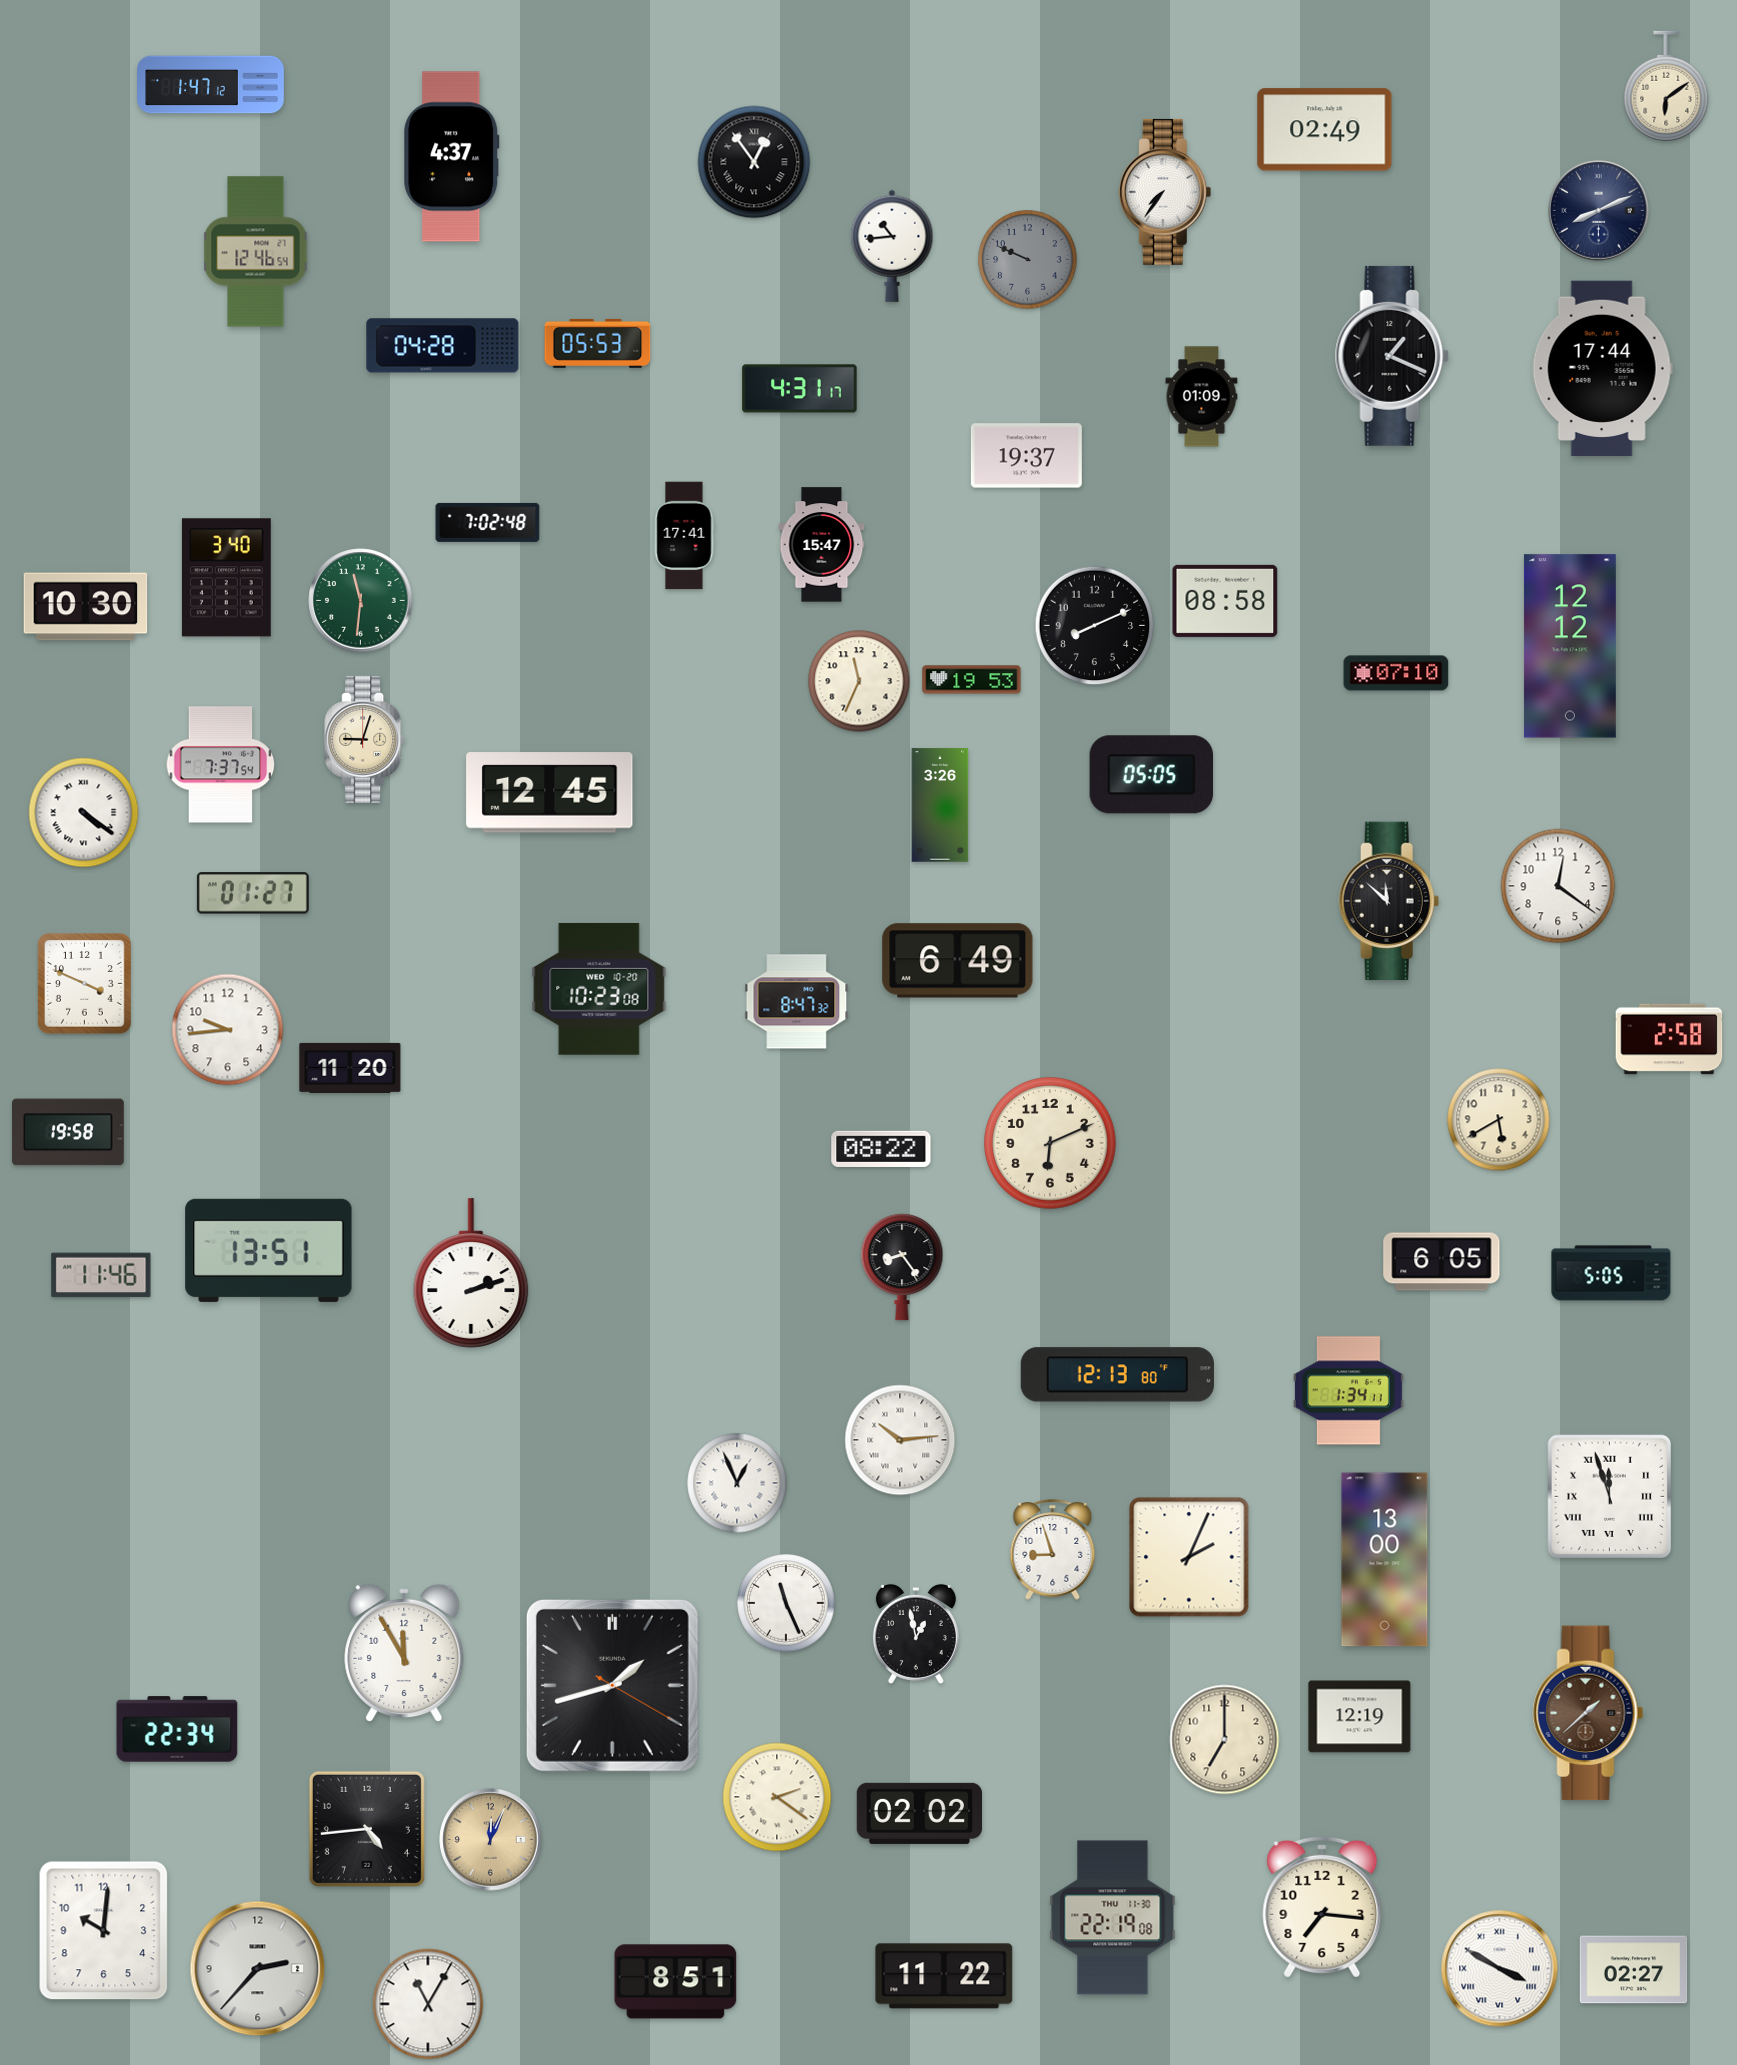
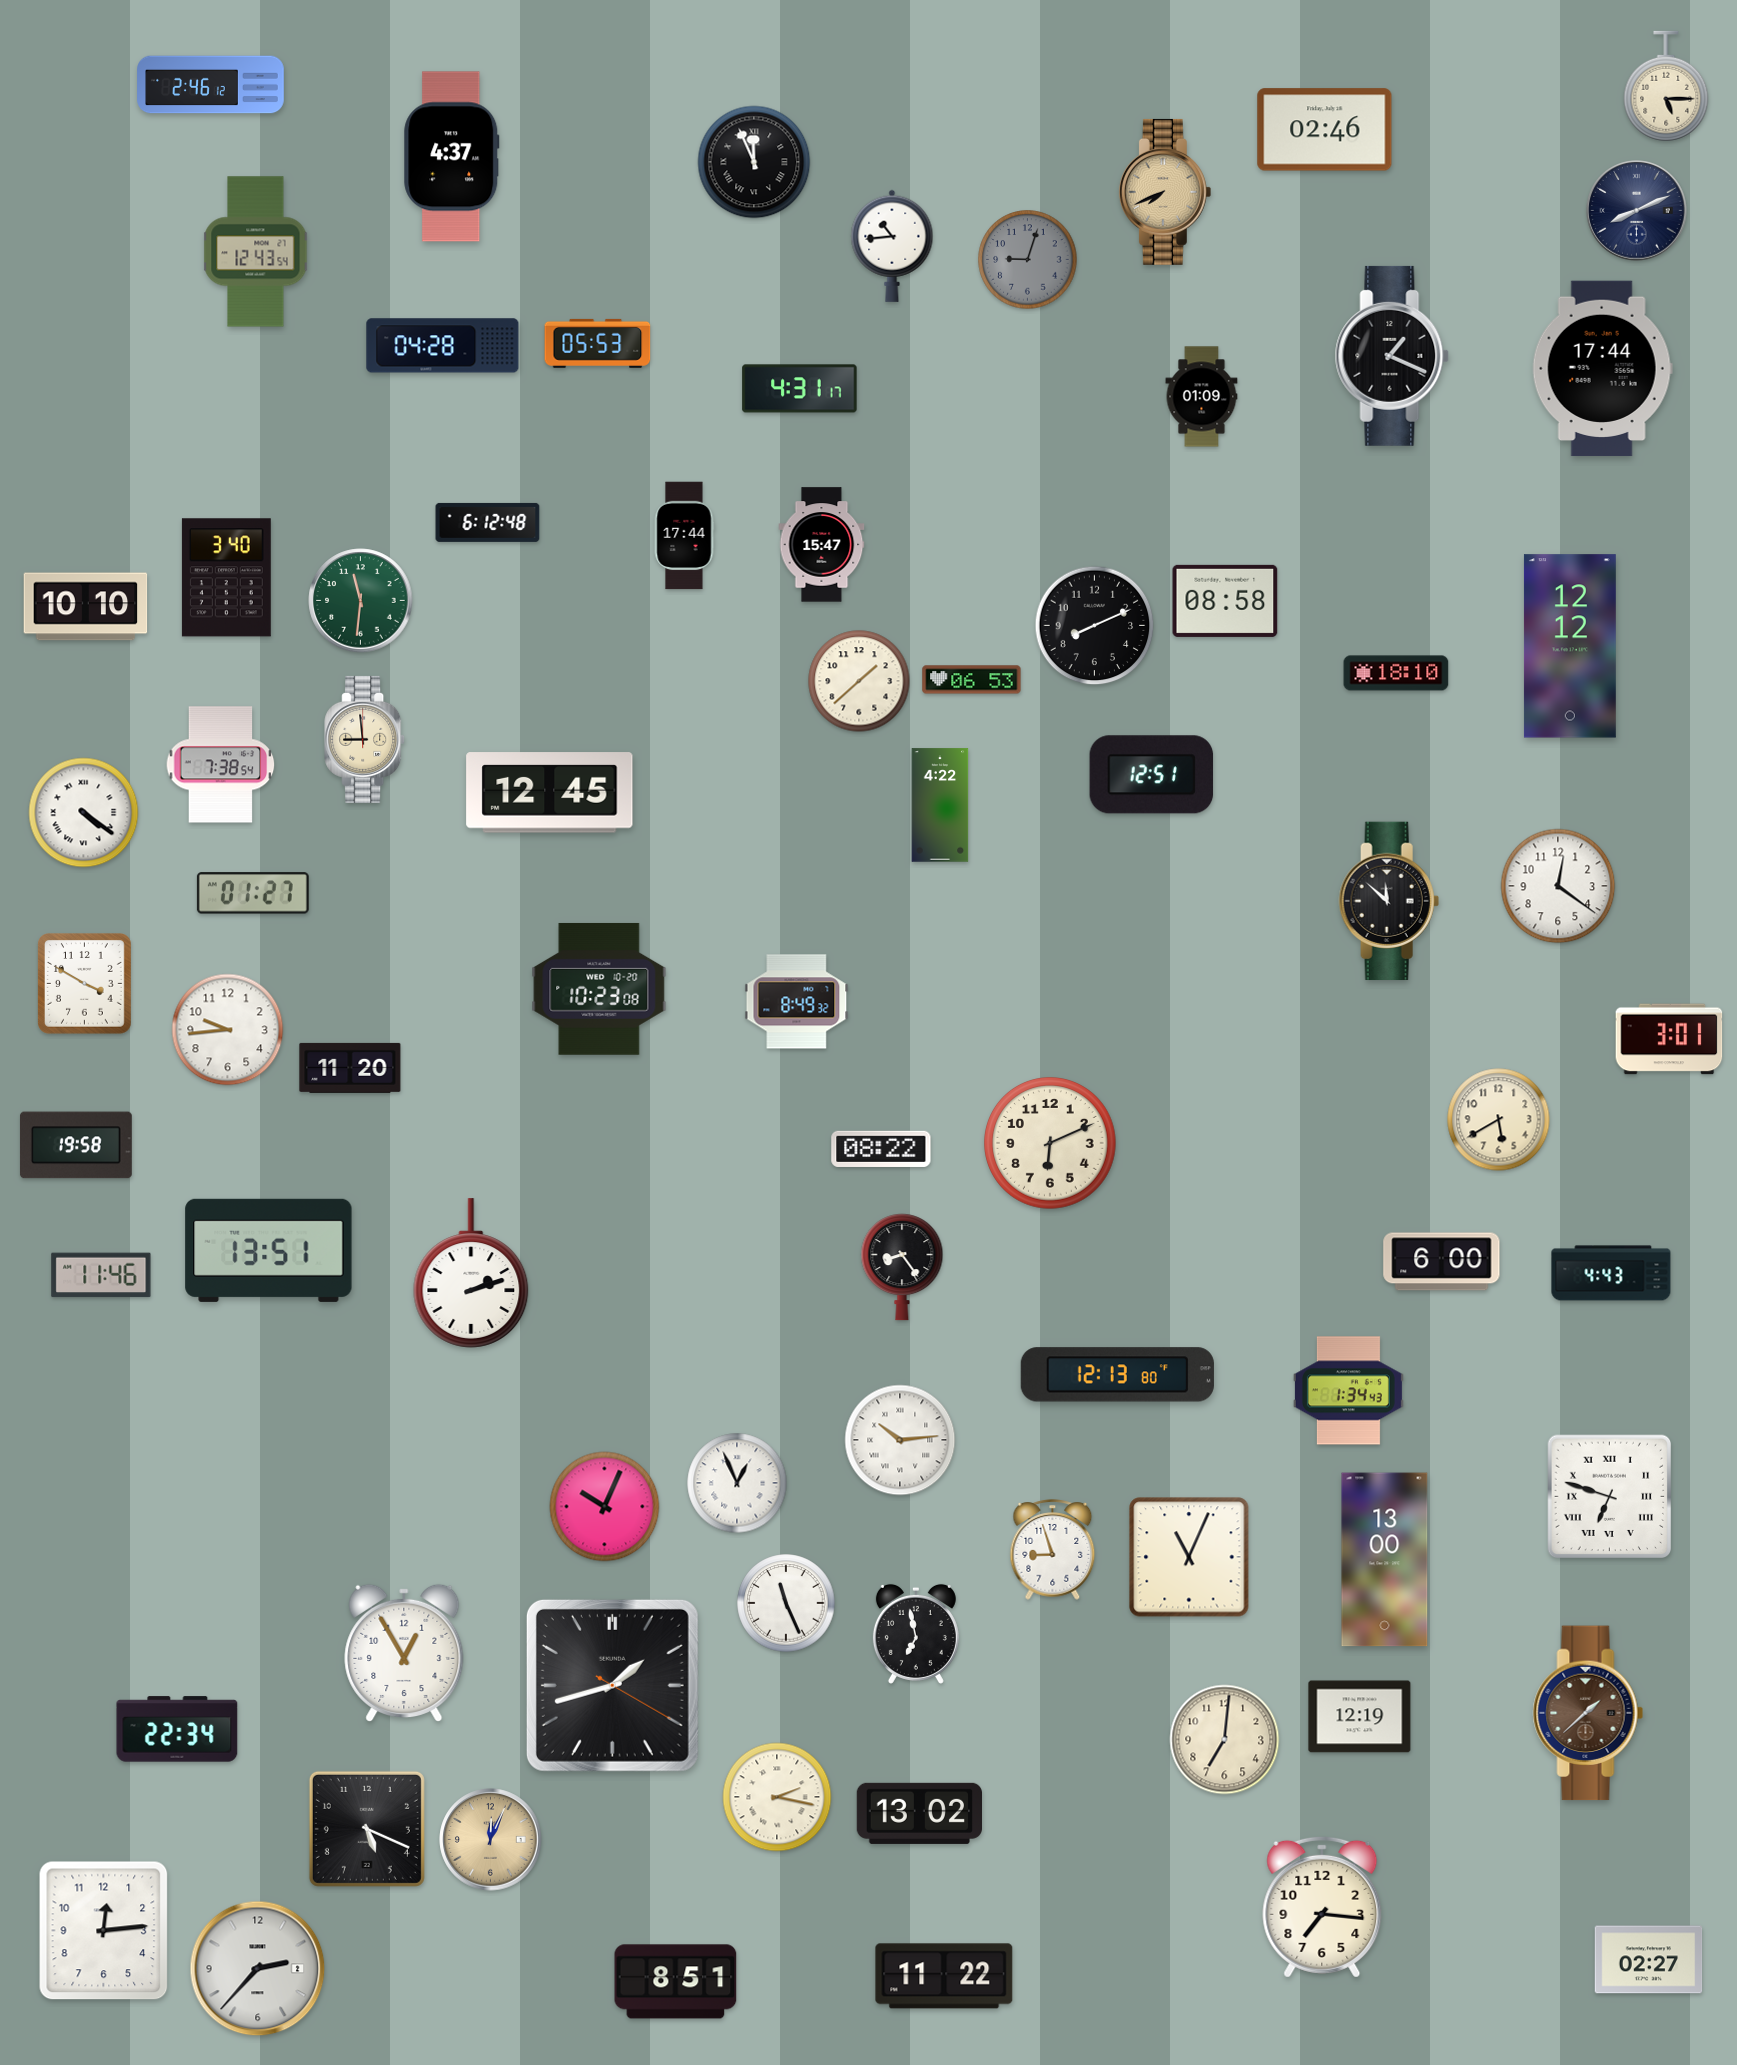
clock at (211, 85): 1:47 -> 2:46
clock at (1666, 86): 6:09 -> 5:15
clock at (1325, 130): 02:49 -> 02:46
clock at (754, 162): 12:54 -> 11:56
clock at (1165, 192): 7:36 -> 7:41
clock at (1165, 192) dial: white -> champagne
clock at (1599, 211) position: (1599, 211) -> (1637, 211)
clock at (256, 252): 12:46 -> 12:43
clock at (1028, 260): 9:49 -> 9:03
clock at (1026, 456): 19:37 -> none
clock at (488, 522): 7:02 -> 6:12
clock at (684, 536): 17:41 -> 17:44
clock at (86, 607): 10:30 -> 10:10
clock at (1396, 673): 07:10 -> 18:10
clock at (972, 680): 19:53 -> 06:53
clock at (859, 681): 11:34 -> 1:38
clock at (365, 739): 9:03 -> 8:59
clock at (221, 765): 7:37 -> 7:38
clock at (1152, 775): 05:05 -> 12:51
clock at (940, 805): 3:26 -> 4:22
clock at (958, 961): 6:49 -> none
clock at (85, 984): 3:49 -> 3:50
clock at (797, 1002): 8:47 -> 8:49
clock at (1669, 1039): 2:58 -> 3:01
clock at (68, 1132) position: (68, 1132) -> (76, 1145)
clock at (1442, 1262): 6:05 -> 6:00
clock at (1611, 1273): 5:05 -> 4:43
clock at (1348, 1391): 1:34:11 -> 1:34:43
clock at (1610, 1497): 11:57 -> 6:48
clock at (605, 1507): none -> 10:04
clock at (1189, 1557): 2:04 -> 11:04
clock at (916, 1634): 12:58 -> 6:58
clock at (404, 1652): 11:55 -> 12:55
clock at (1225, 1740): 7:00 -> 7:01
clock at (777, 1797): 2:21 -> 2:17
clock at (919, 1813): 02:02 -> 13:02
clock at (367, 1829): 4:44 -> 5:19
clock at (1113, 1918): 22:19 -> none
clock at (104, 1931): 10:01 -> 12:14
clock at (1500, 1969): 3:50 -> none
clock at (1634, 1970) position: (1634, 1970) -> (1649, 1960)
clock at (428, 2004): 11:05 -> none
